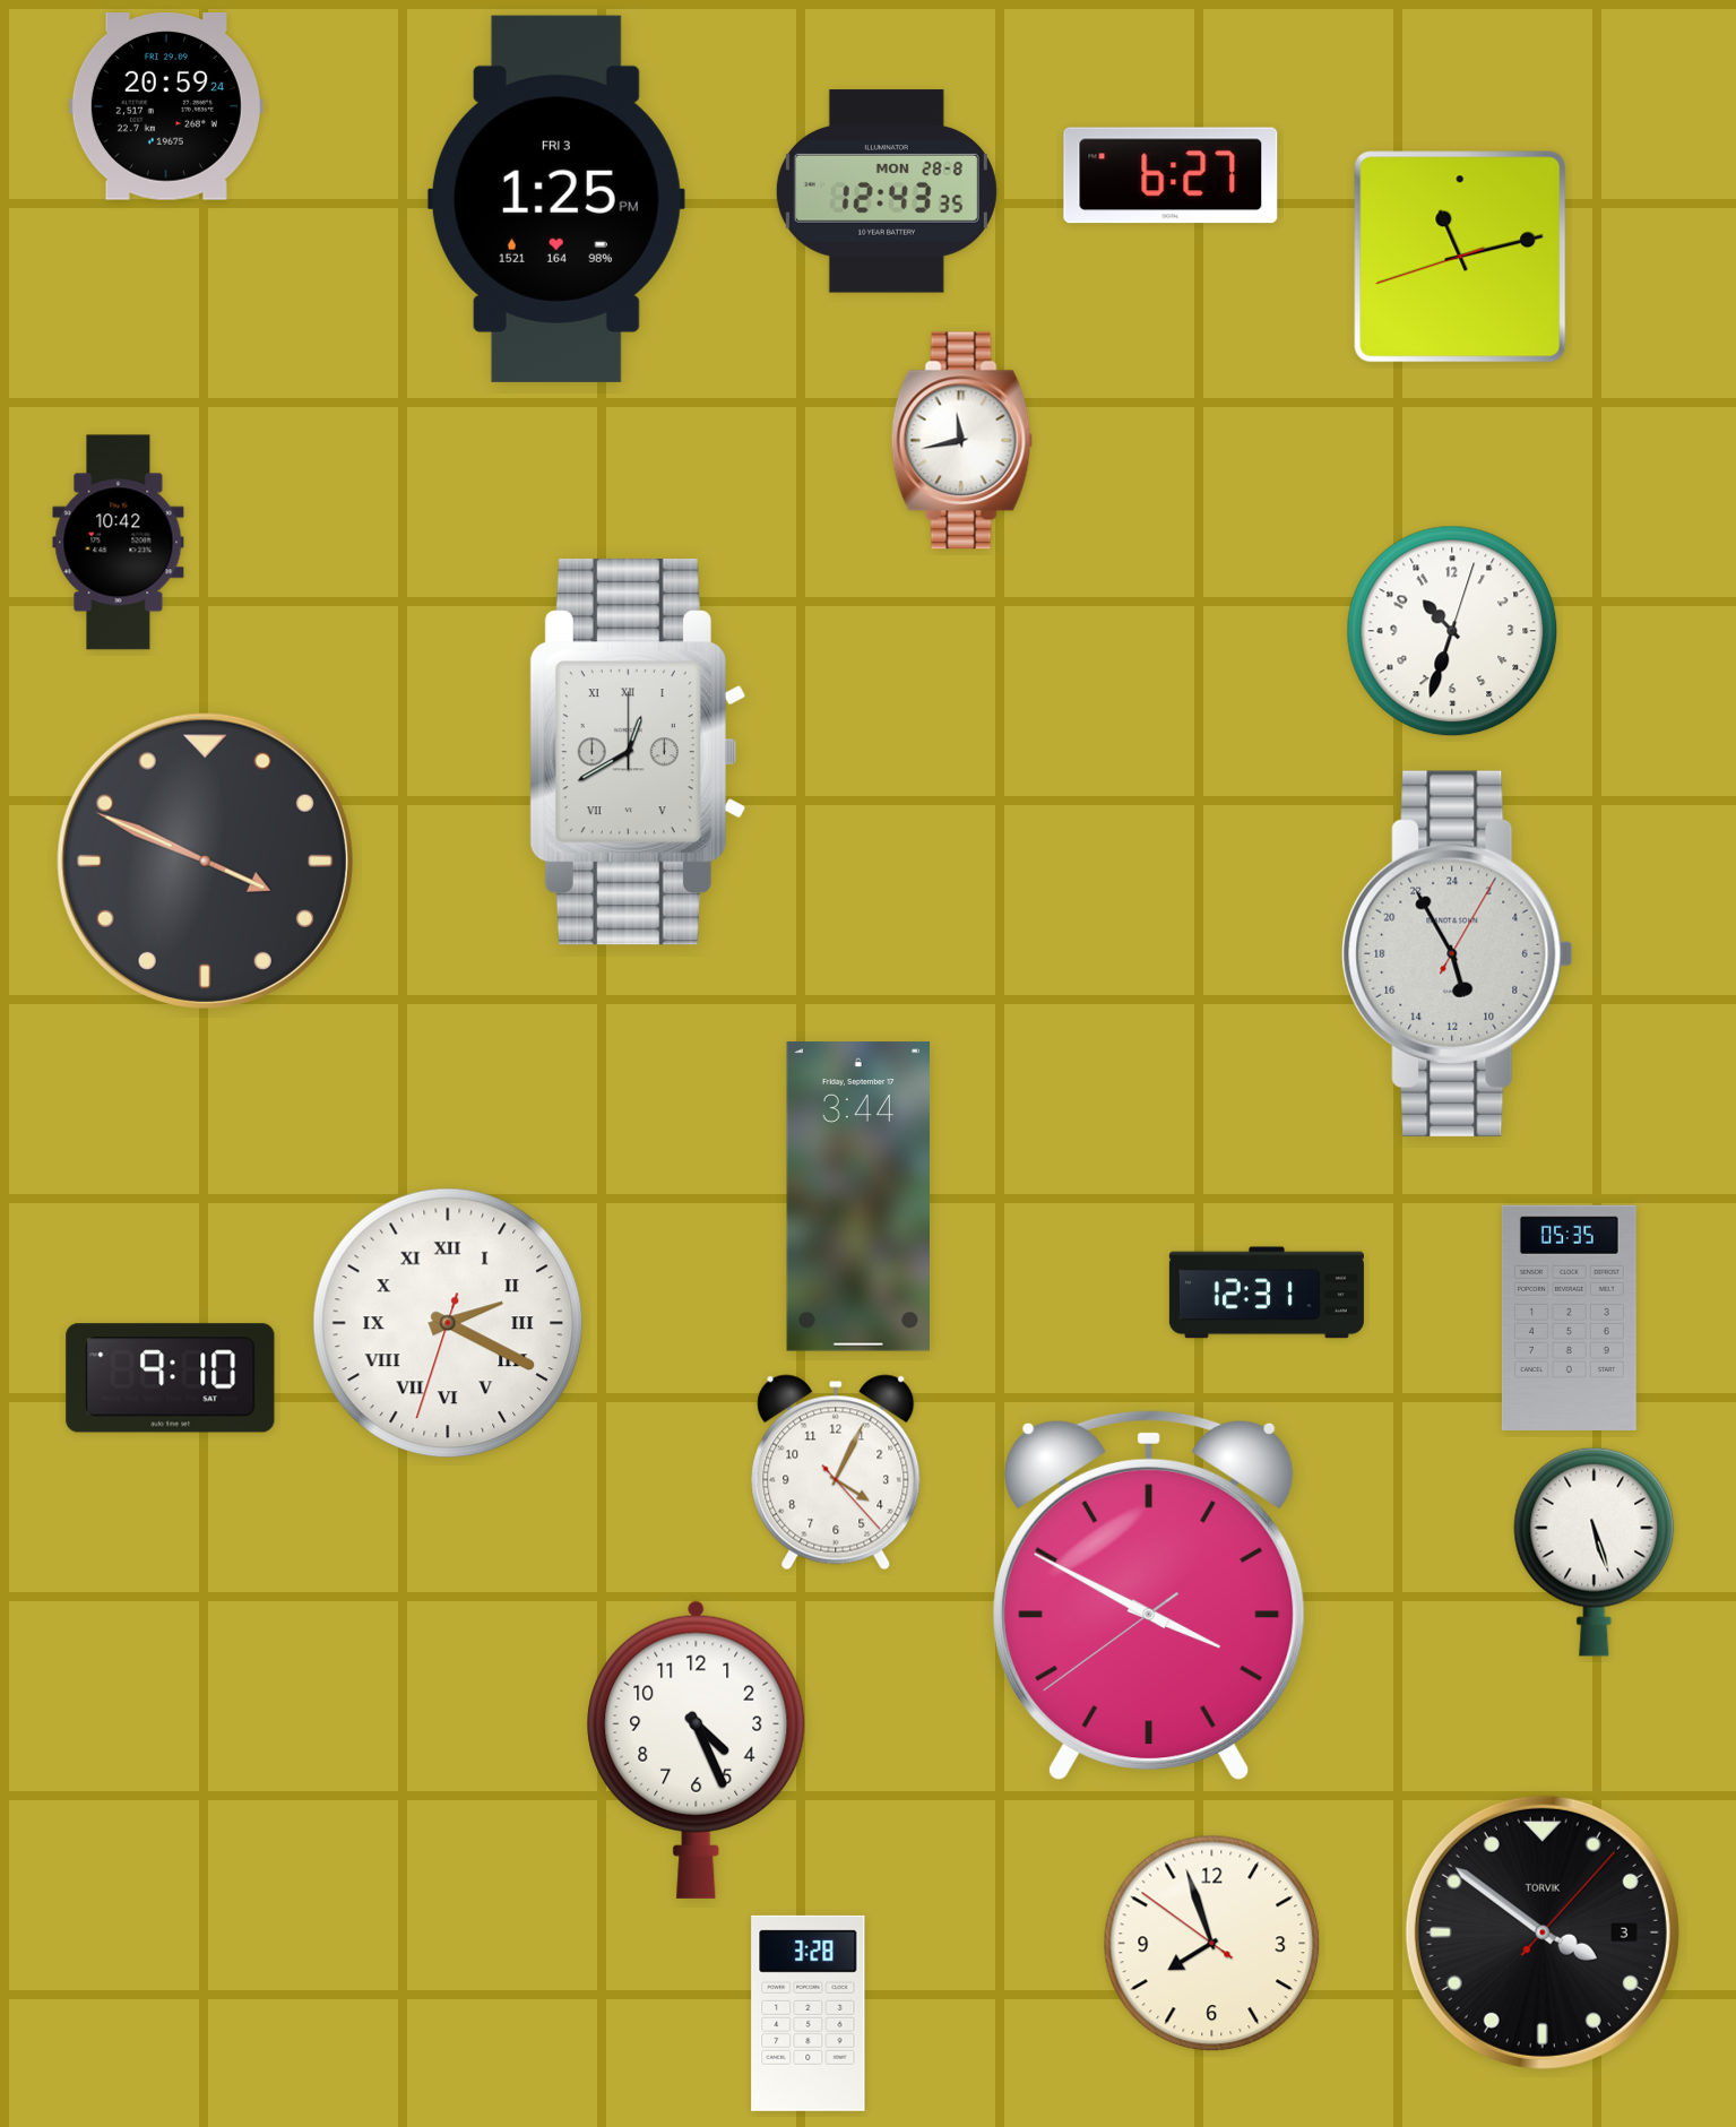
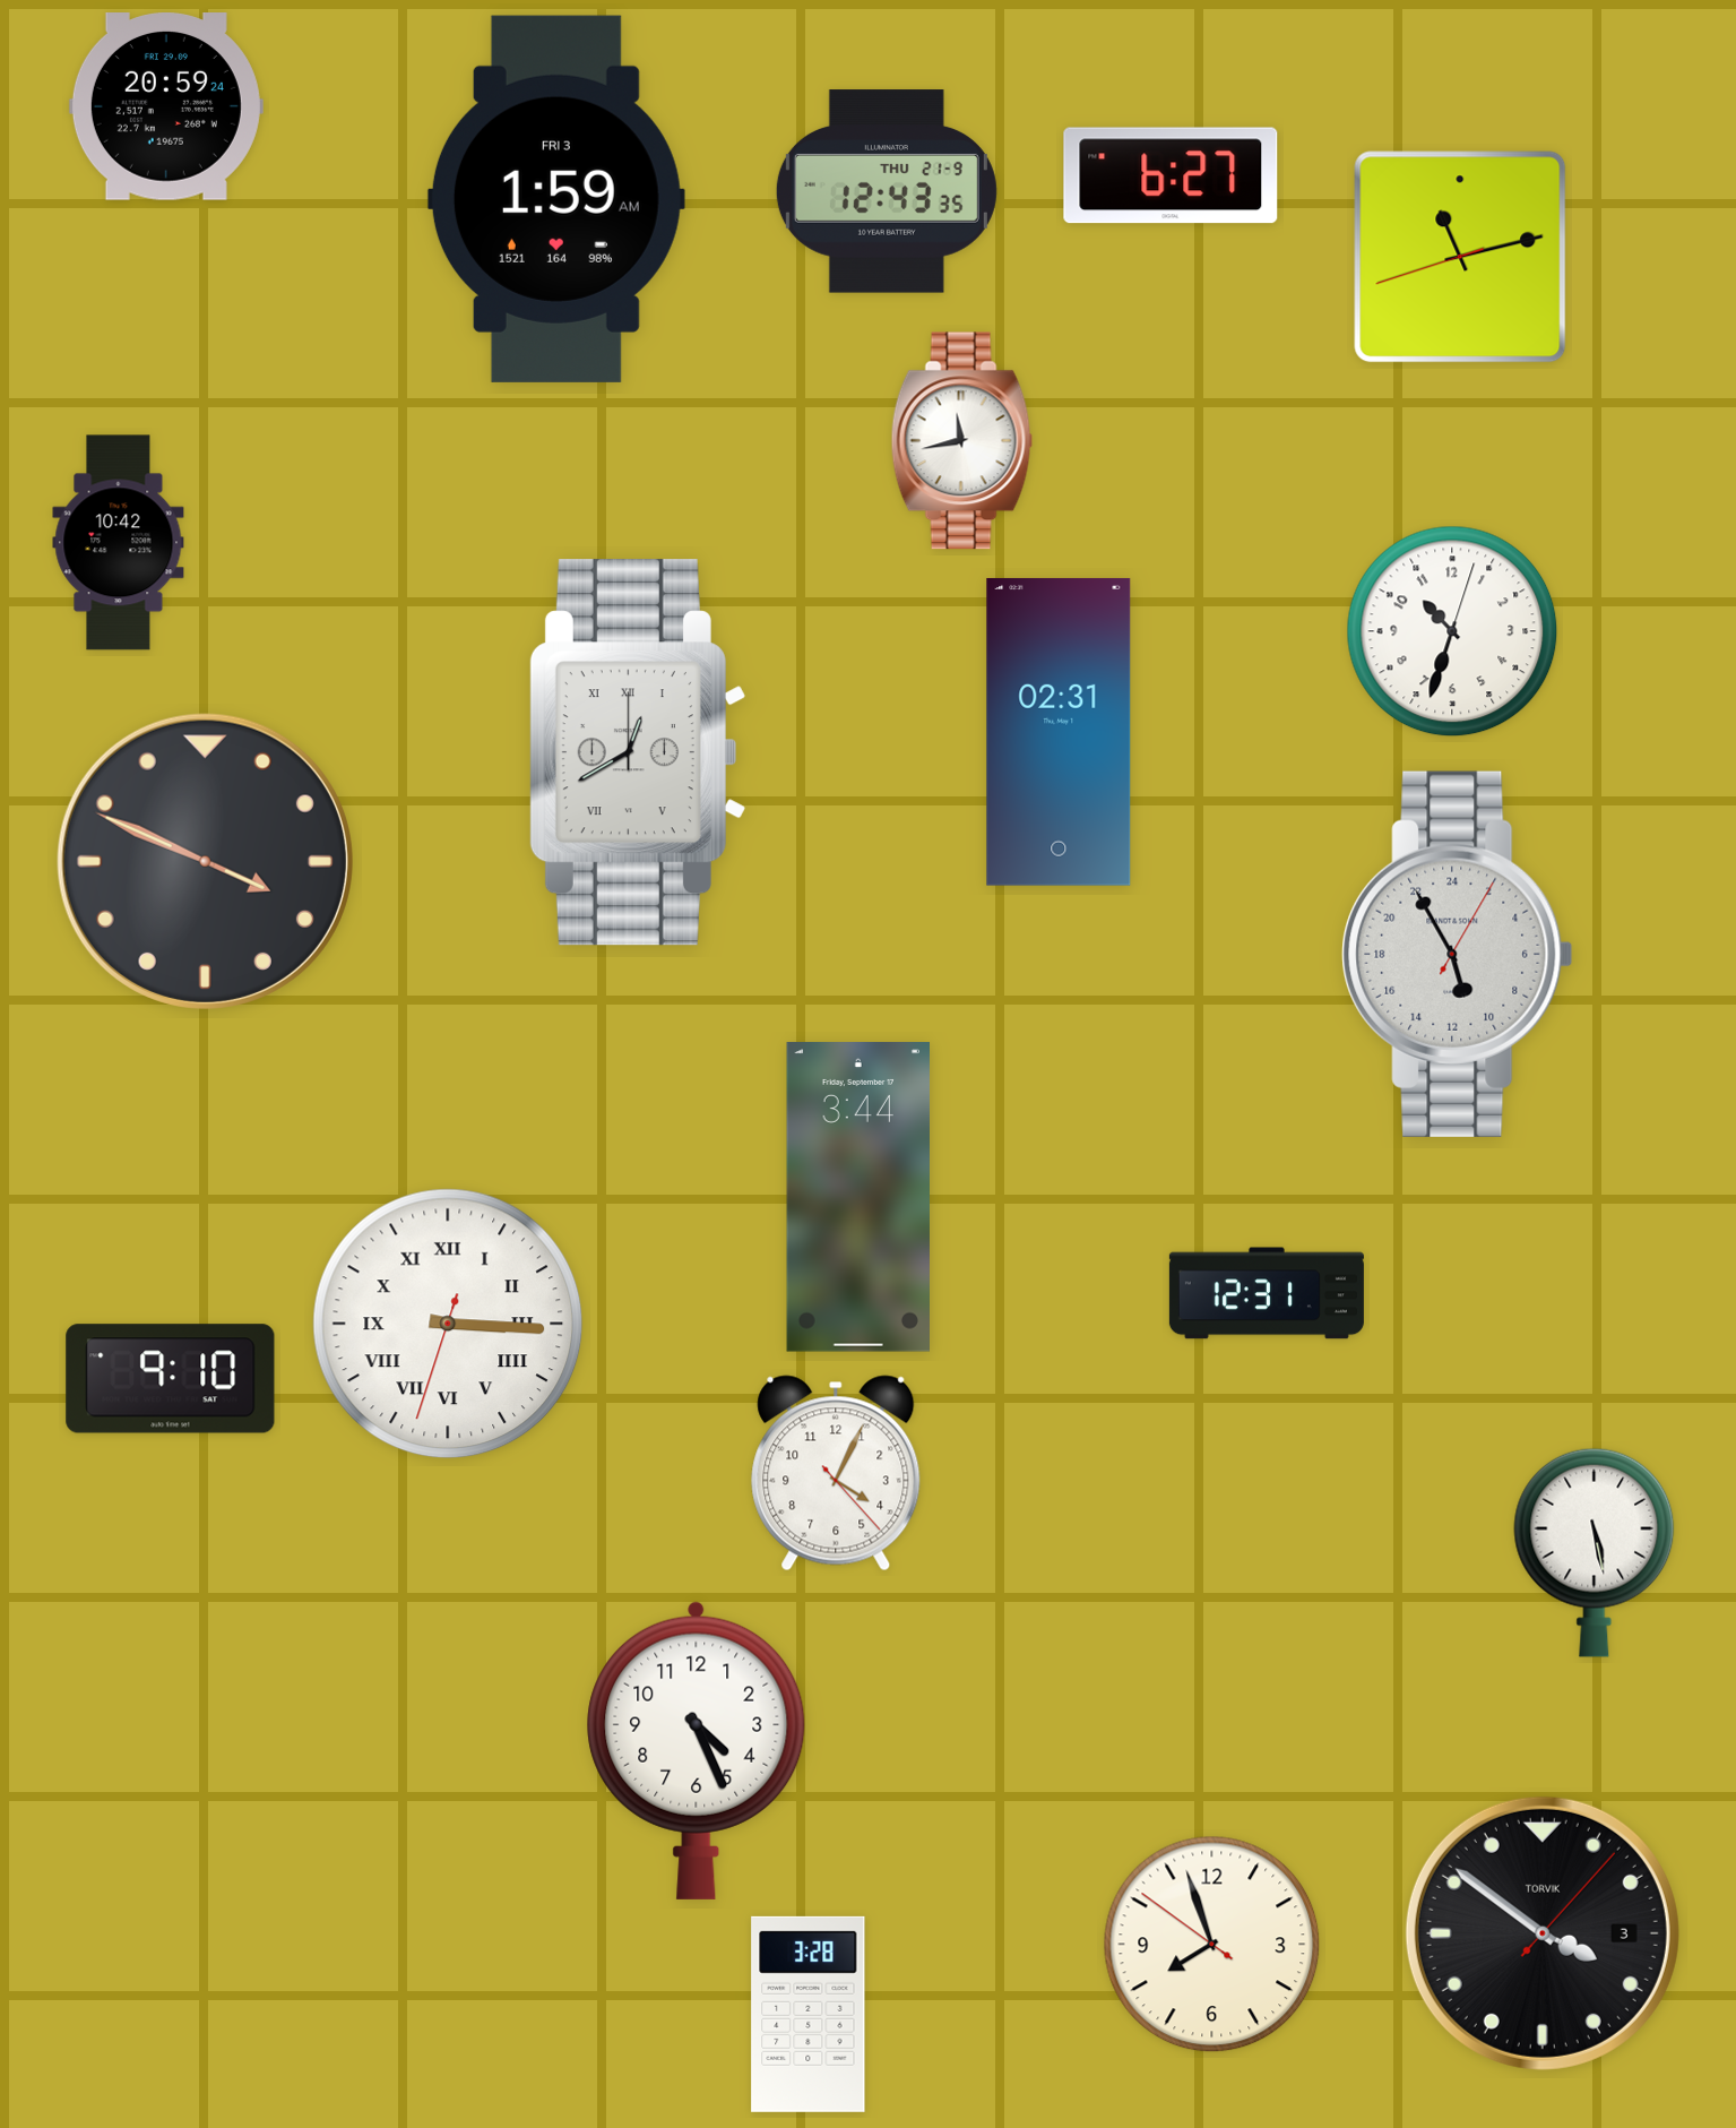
clock at (887, 191) date: MON 28-8 -> THU 21-9
clock at (556, 199): 1:25 -> 1:59
clock at (1059, 732): none -> 02:31
clock at (1569, 1317): 05:35 -> none
clock at (448, 1323): 2:19 -> 3:15
clock at (1595, 1551): 5:27 -> 5:28
clock at (1149, 1596): 3:49 -> none
